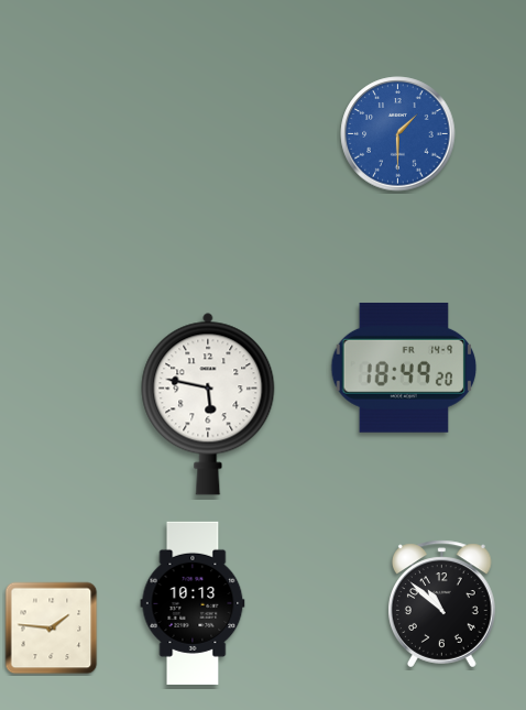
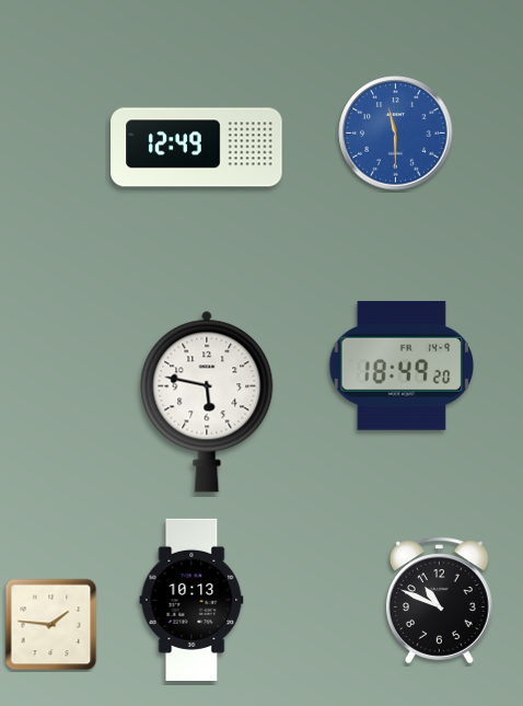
clock at (398, 134): 1:30 -> 11:30
clock at (197, 148): none -> 12:49
clock at (442, 604): 10:52 -> 10:49
